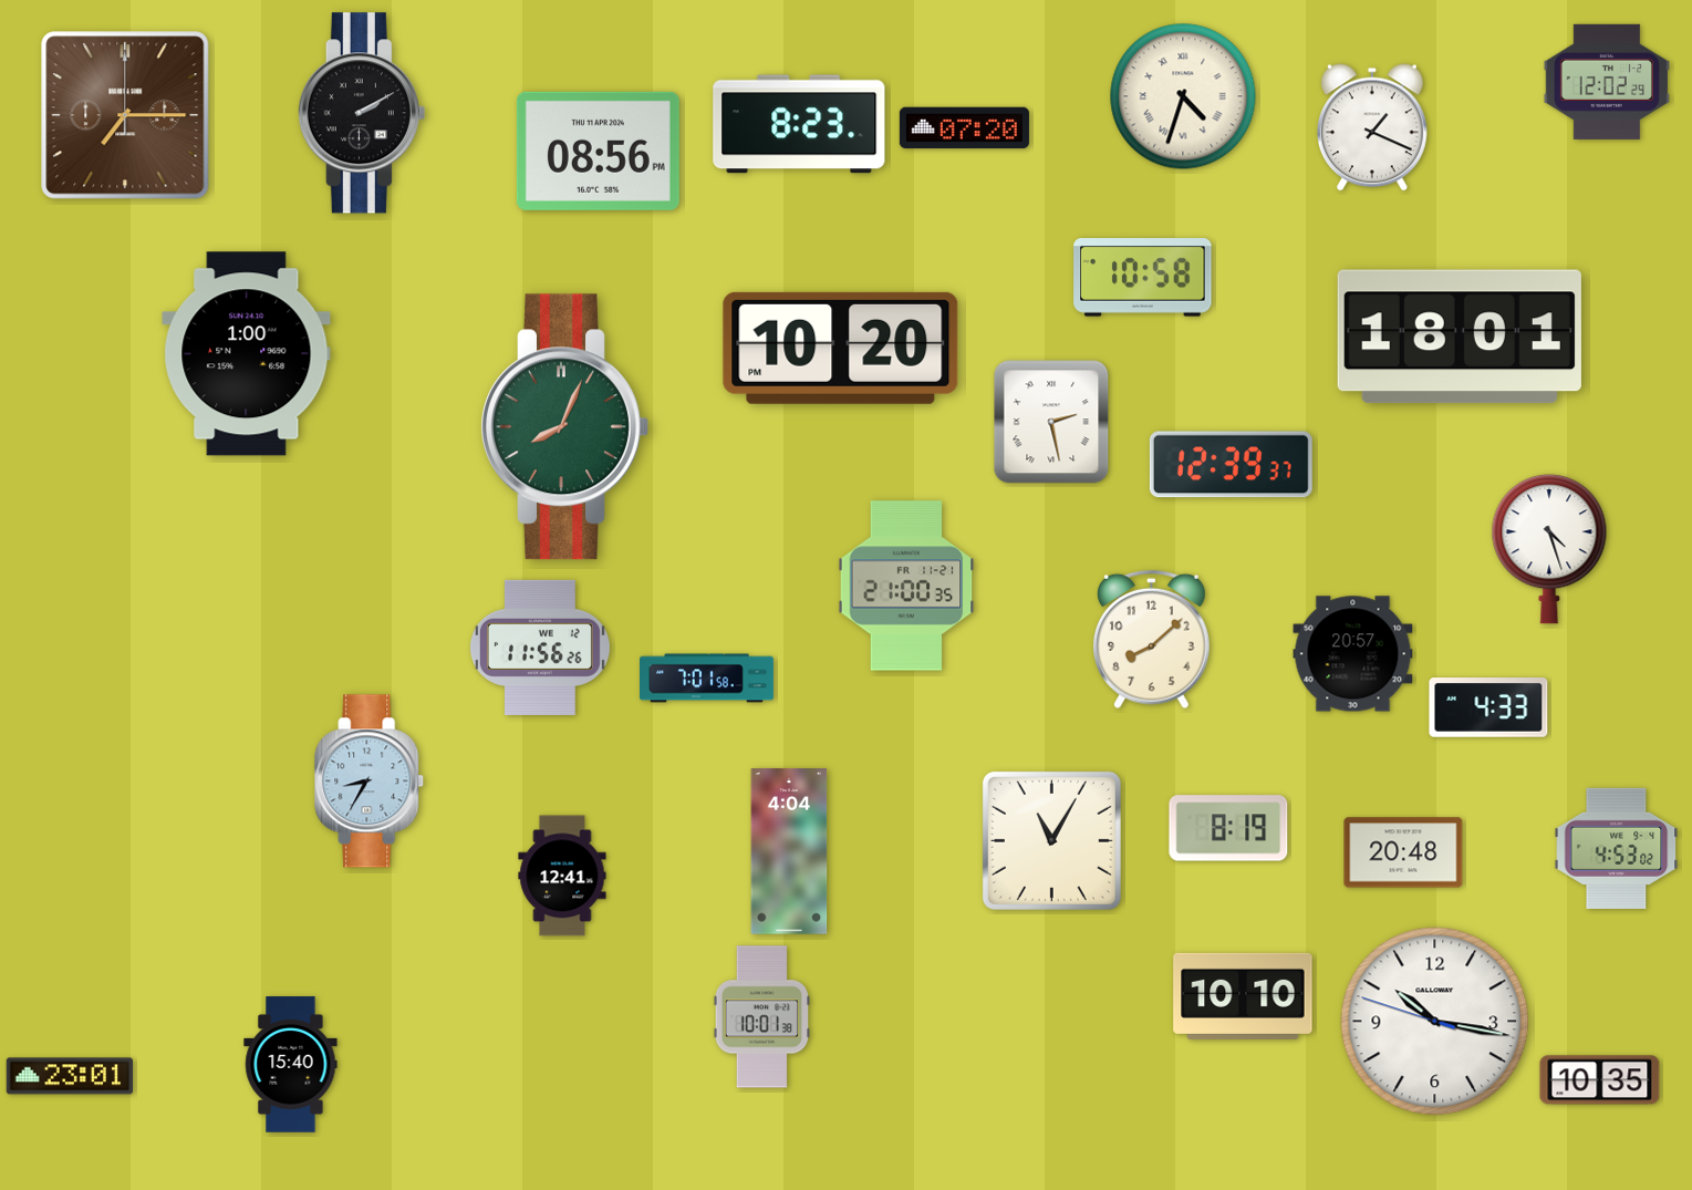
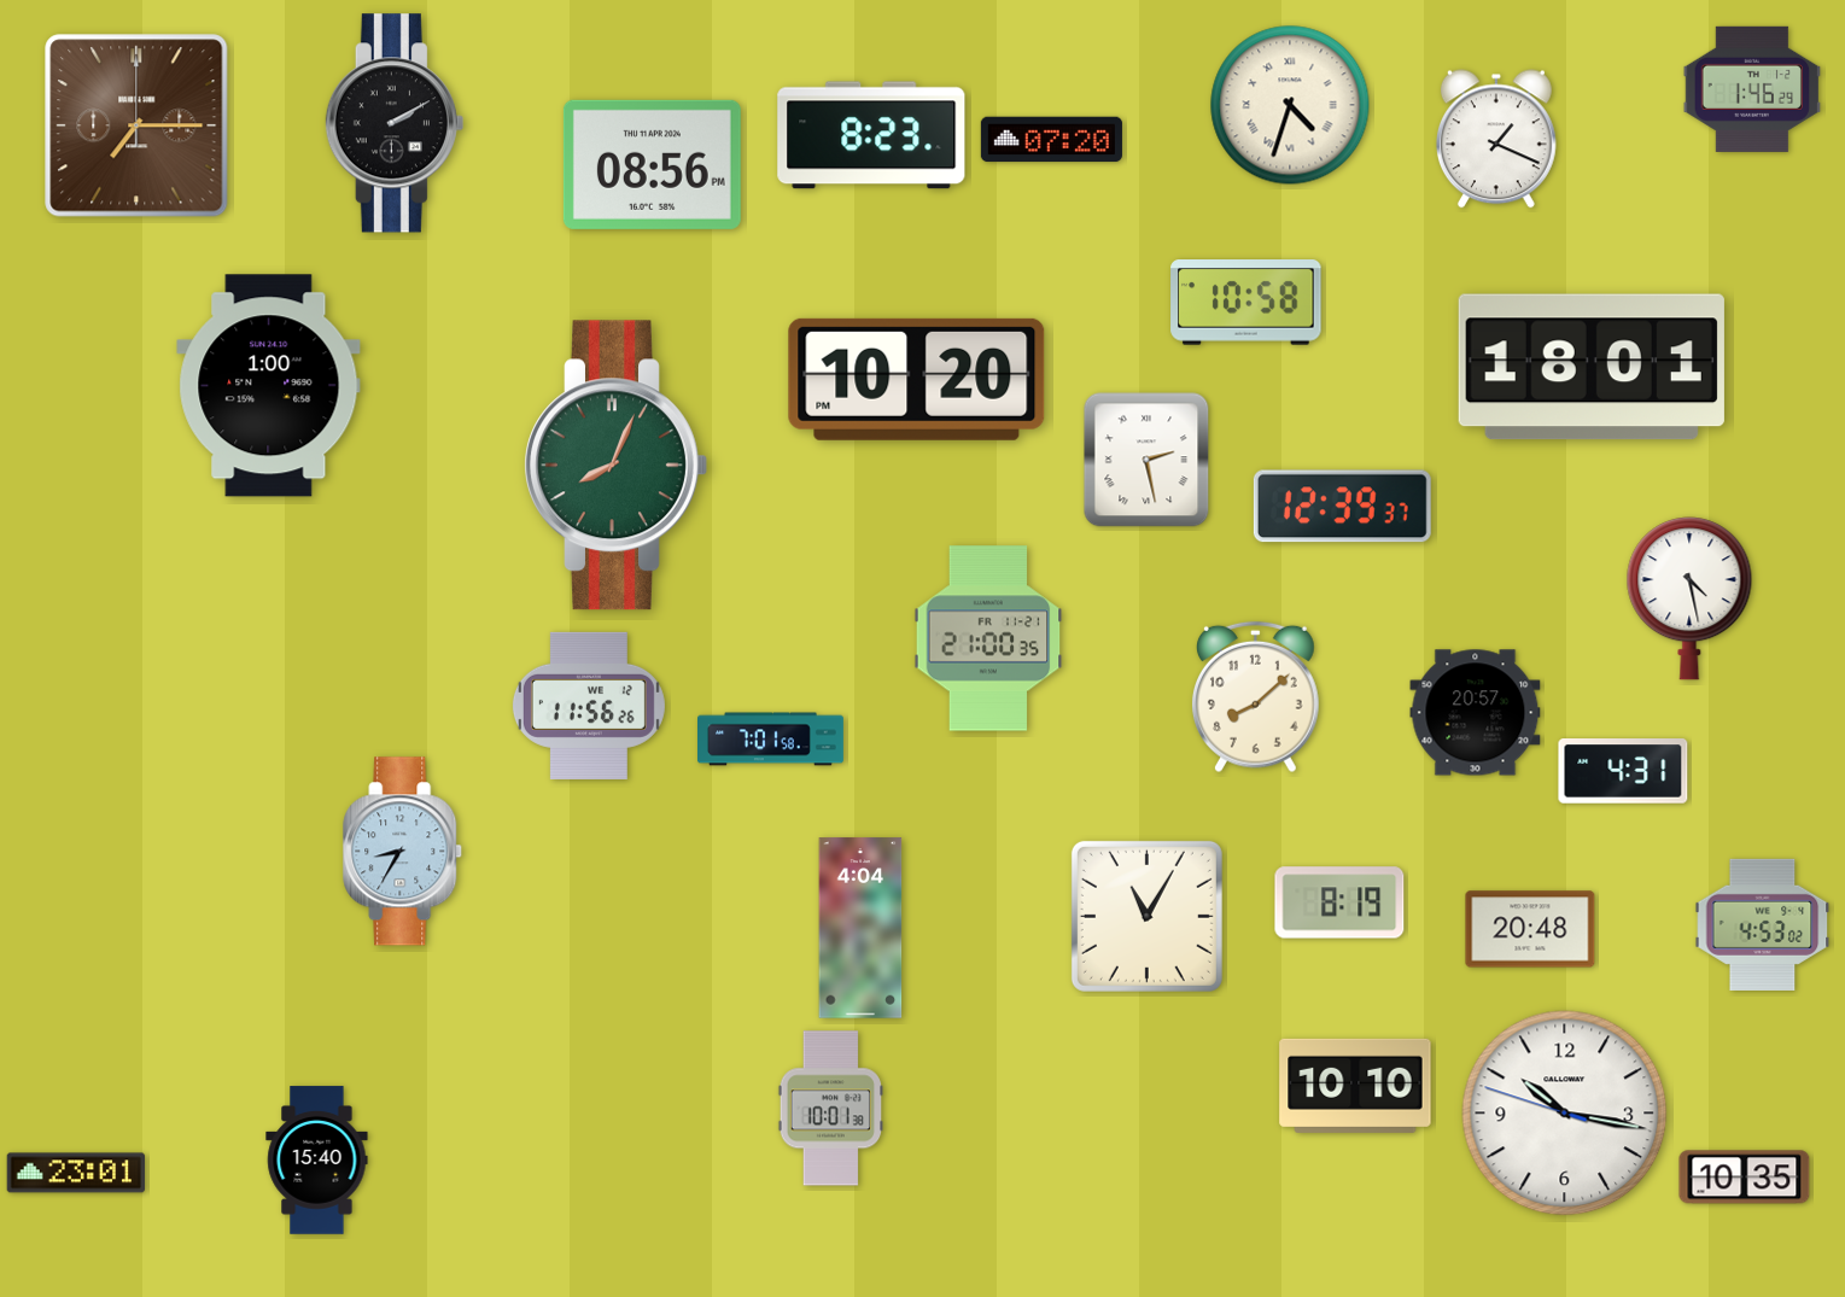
clock at (1607, 82): 12:02 -> 1:46
clock at (1549, 549): 4:27 -> 4:28
clock at (1488, 707): 4:33 -> 4:31
clock at (562, 876): 12:41 -> none
